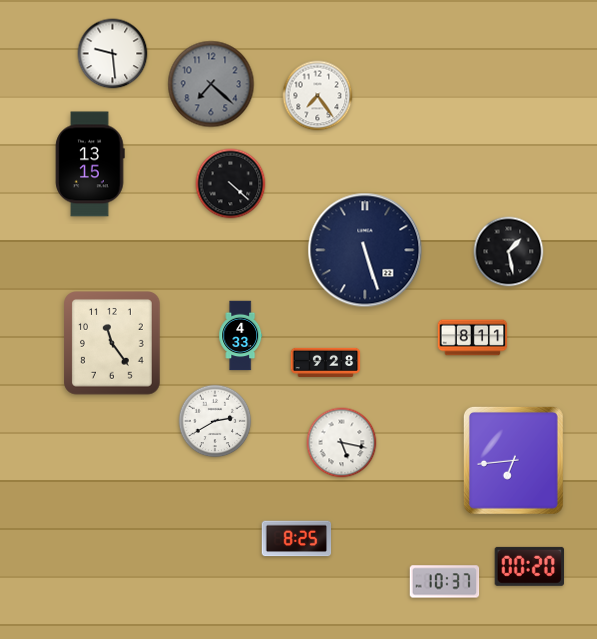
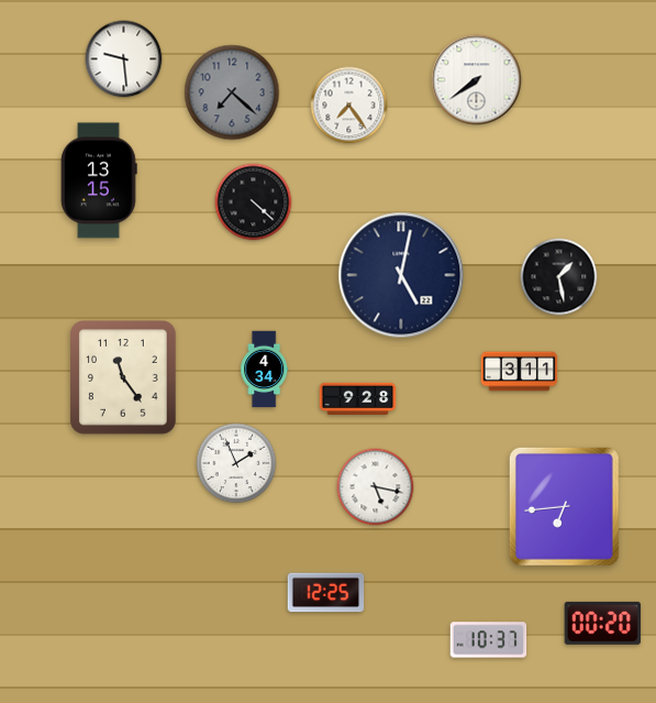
clock at (477, 80): none -> 7:39
clock at (365, 250): 5:27 -> 5:02
clock at (241, 336): 4:33 -> 4:34
clock at (473, 338): 8:11 -> 3:11
clock at (215, 421): 2:40 -> 1:56
clock at (297, 539): 8:25 -> 12:25
clock at (529, 566) position: (529, 566) -> (602, 623)
